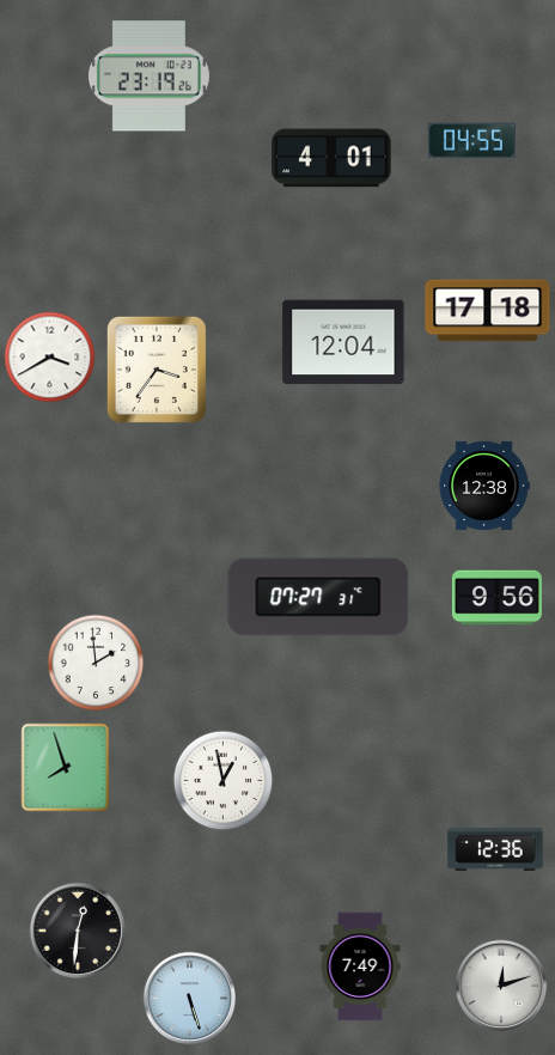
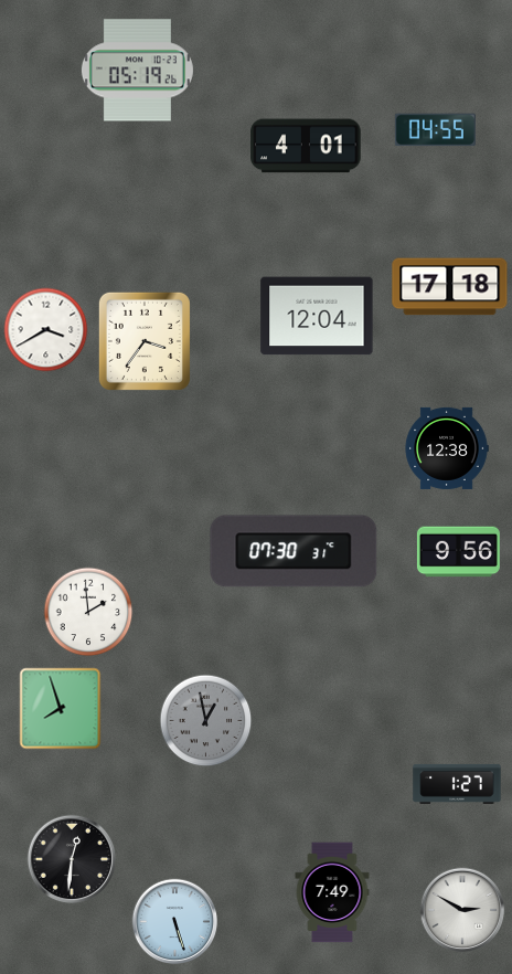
clock at (148, 77): 23:19 -> 05:19
clock at (318, 597): 07:27 -> 07:30
clock at (224, 781) dial: white -> grey
clock at (495, 849): 12:36 -> 1:27
clock at (501, 986): 12:12 -> 2:50
